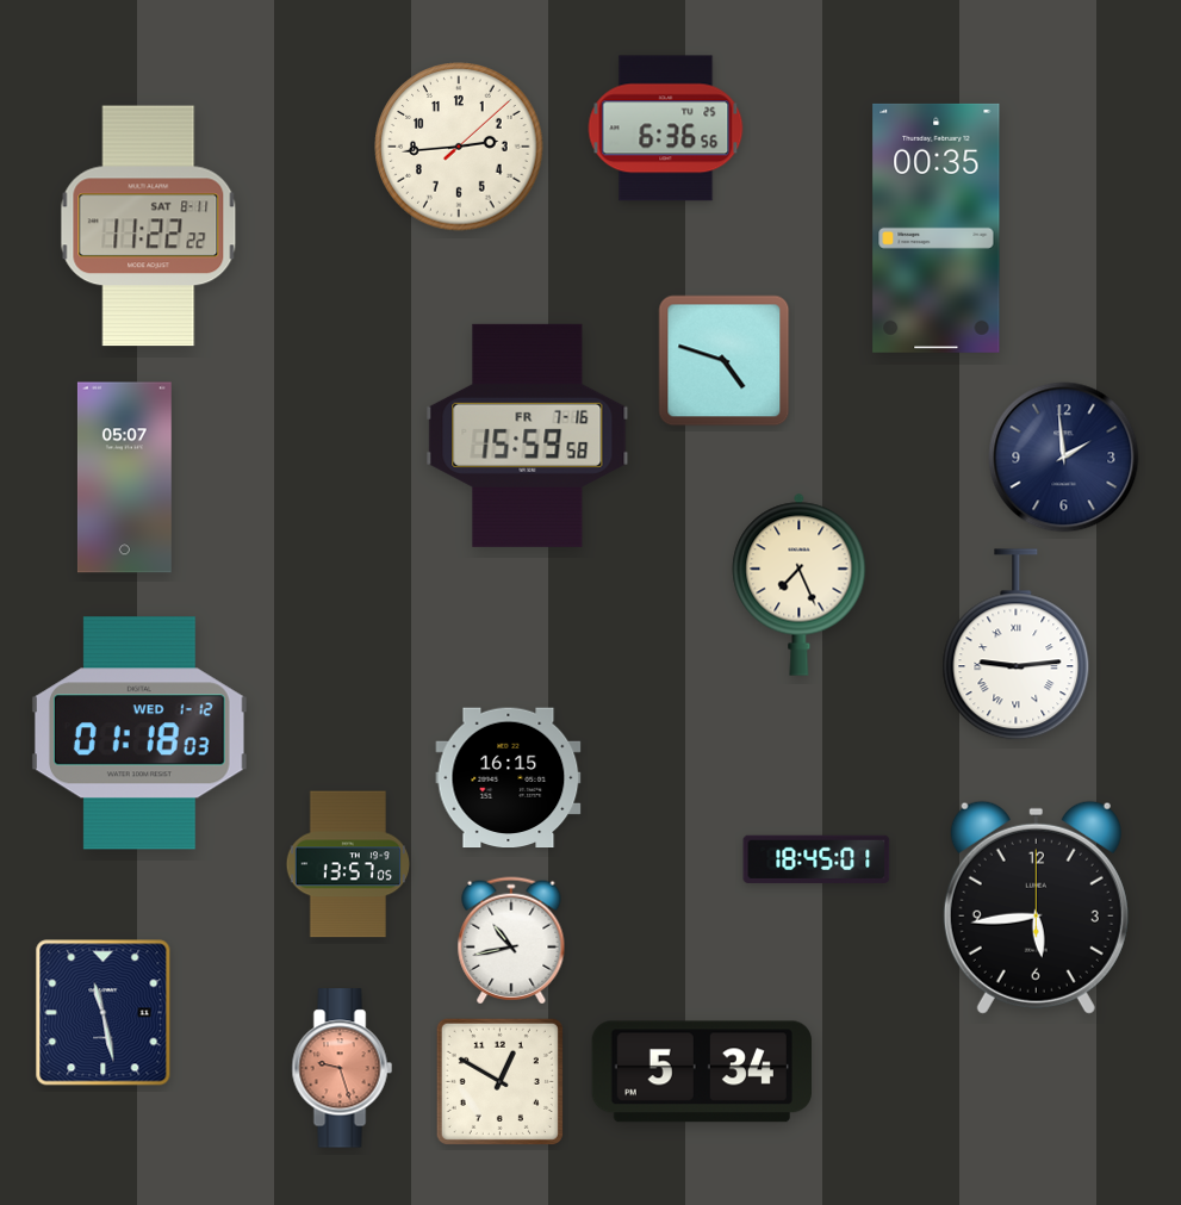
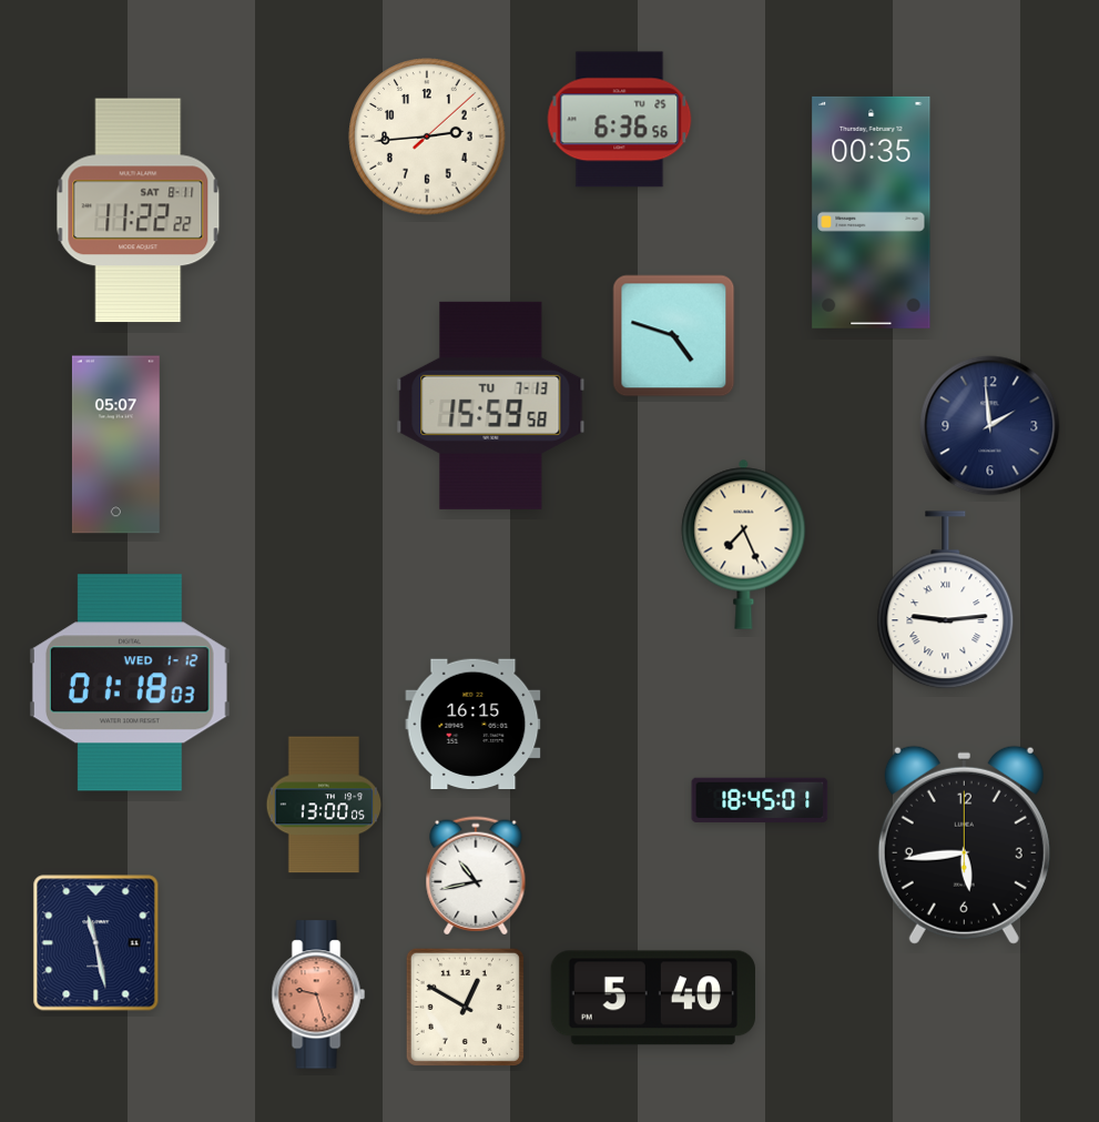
clock at (528, 435) date: FR 7-16 -> TU 7-13
clock at (348, 864): 13:57 -> 13:00
clock at (701, 1072): 5:34 -> 5:40
